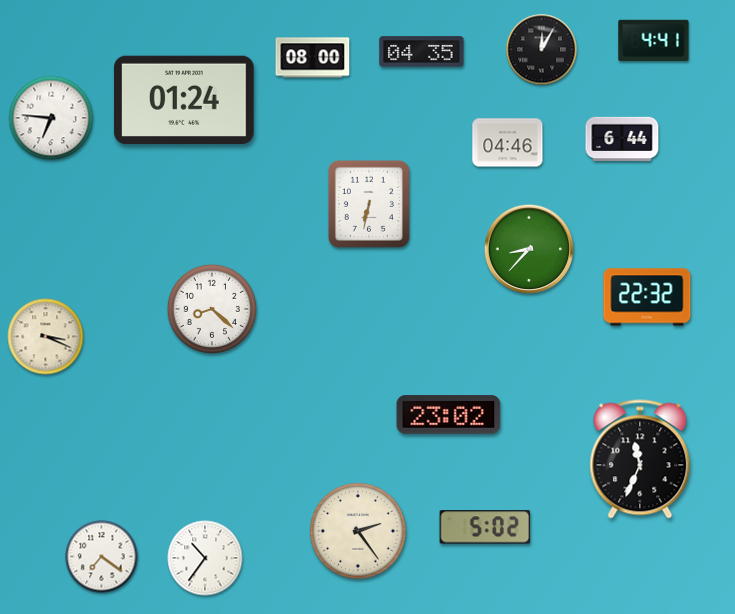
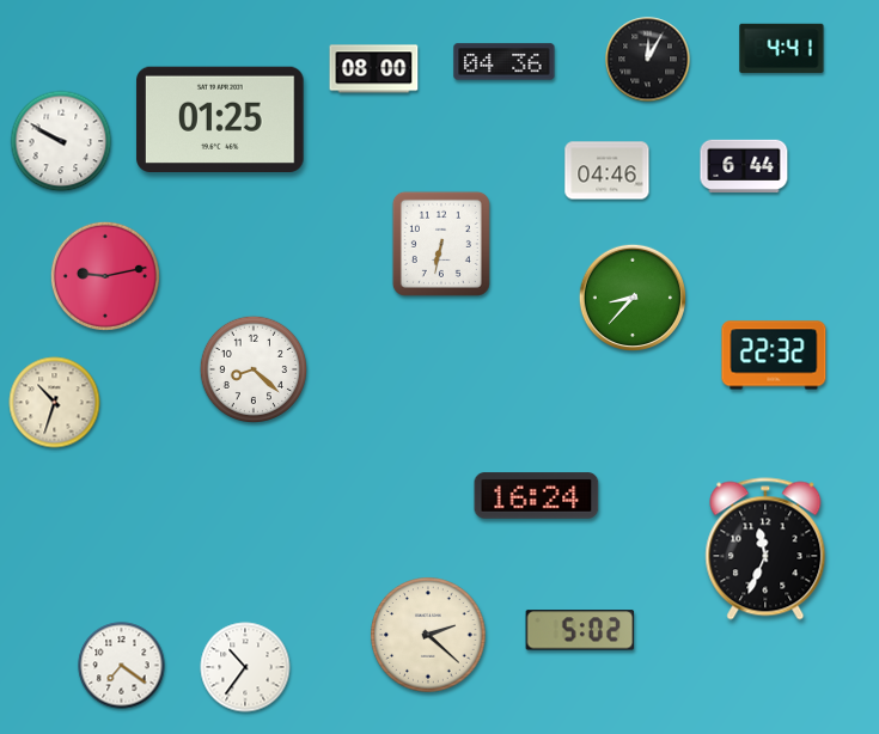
clock at (422, 52): 04:35 -> 04:36
clock at (184, 99): 01:24 -> 01:25
clock at (51, 118): 6:46 -> 9:50
clock at (105, 276): none -> 9:13
clock at (46, 337): 3:19 -> 10:33
clock at (449, 415): 23:02 -> 16:24
clock at (358, 531): 2:24 -> 2:22
